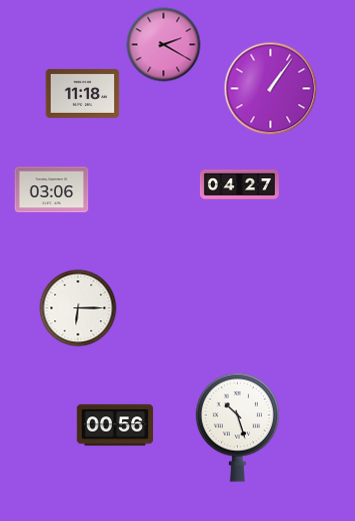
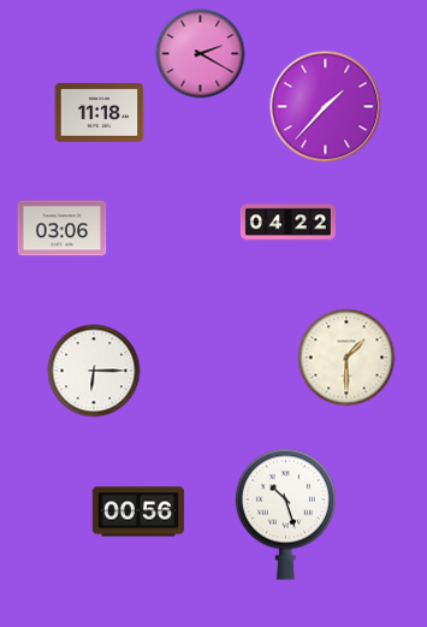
clock at (164, 45) position: (164, 45) -> (201, 54)
clock at (271, 89): 1:06 -> 1:37
clock at (239, 185): 04:27 -> 04:22
clock at (346, 357): none -> 1:30
